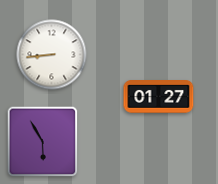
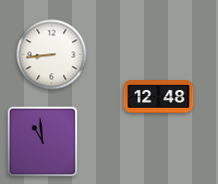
clock at (159, 97): 01:27 -> 12:48
clock at (43, 142): 5:55 -> 10:59
